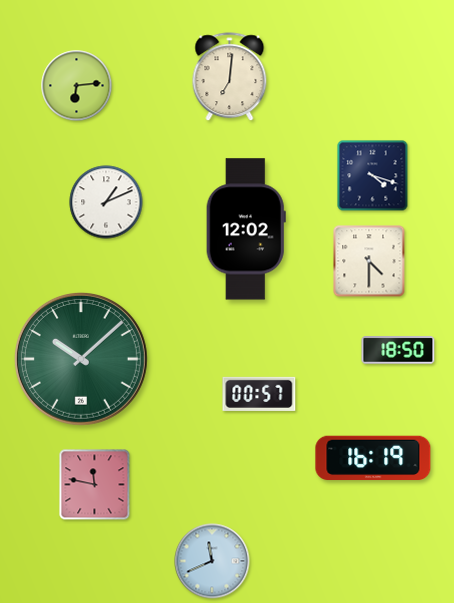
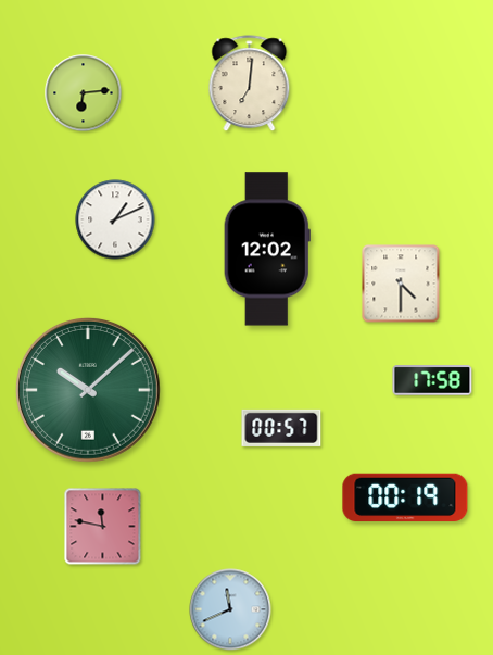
clock at (373, 176): 4:18 -> none
clock at (398, 350): 18:50 -> 17:58
clock at (373, 458): 16:19 -> 00:19
